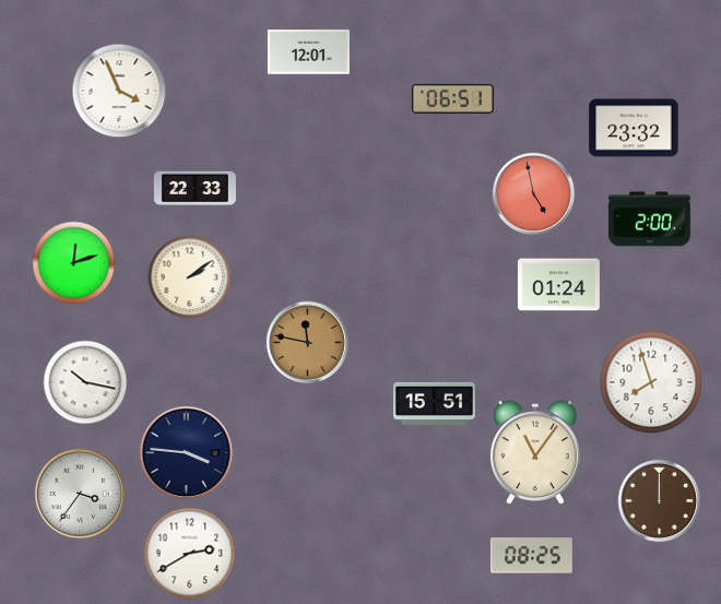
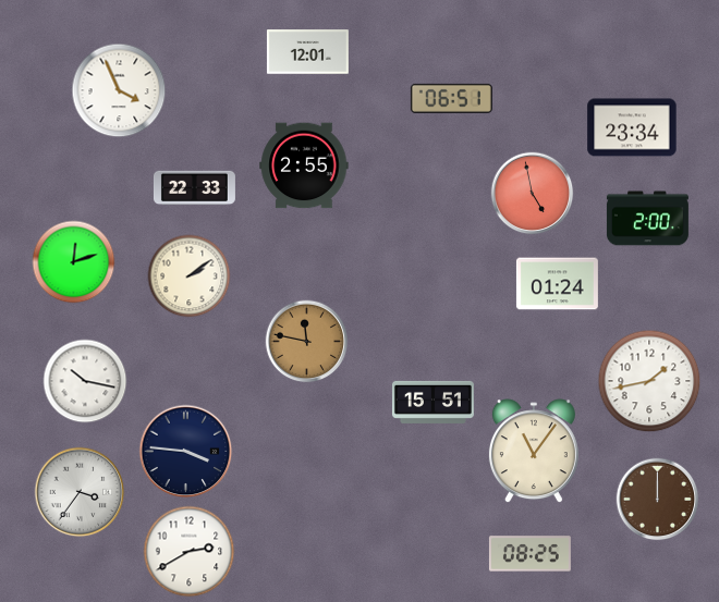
clock at (634, 128): 23:32 -> 23:34
clock at (304, 165): none -> 2:55
clock at (651, 382): 7:57 -> 1:43
